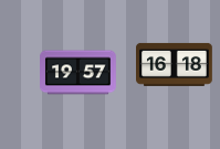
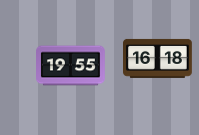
clock at (78, 73): 19:57 -> 19:55
